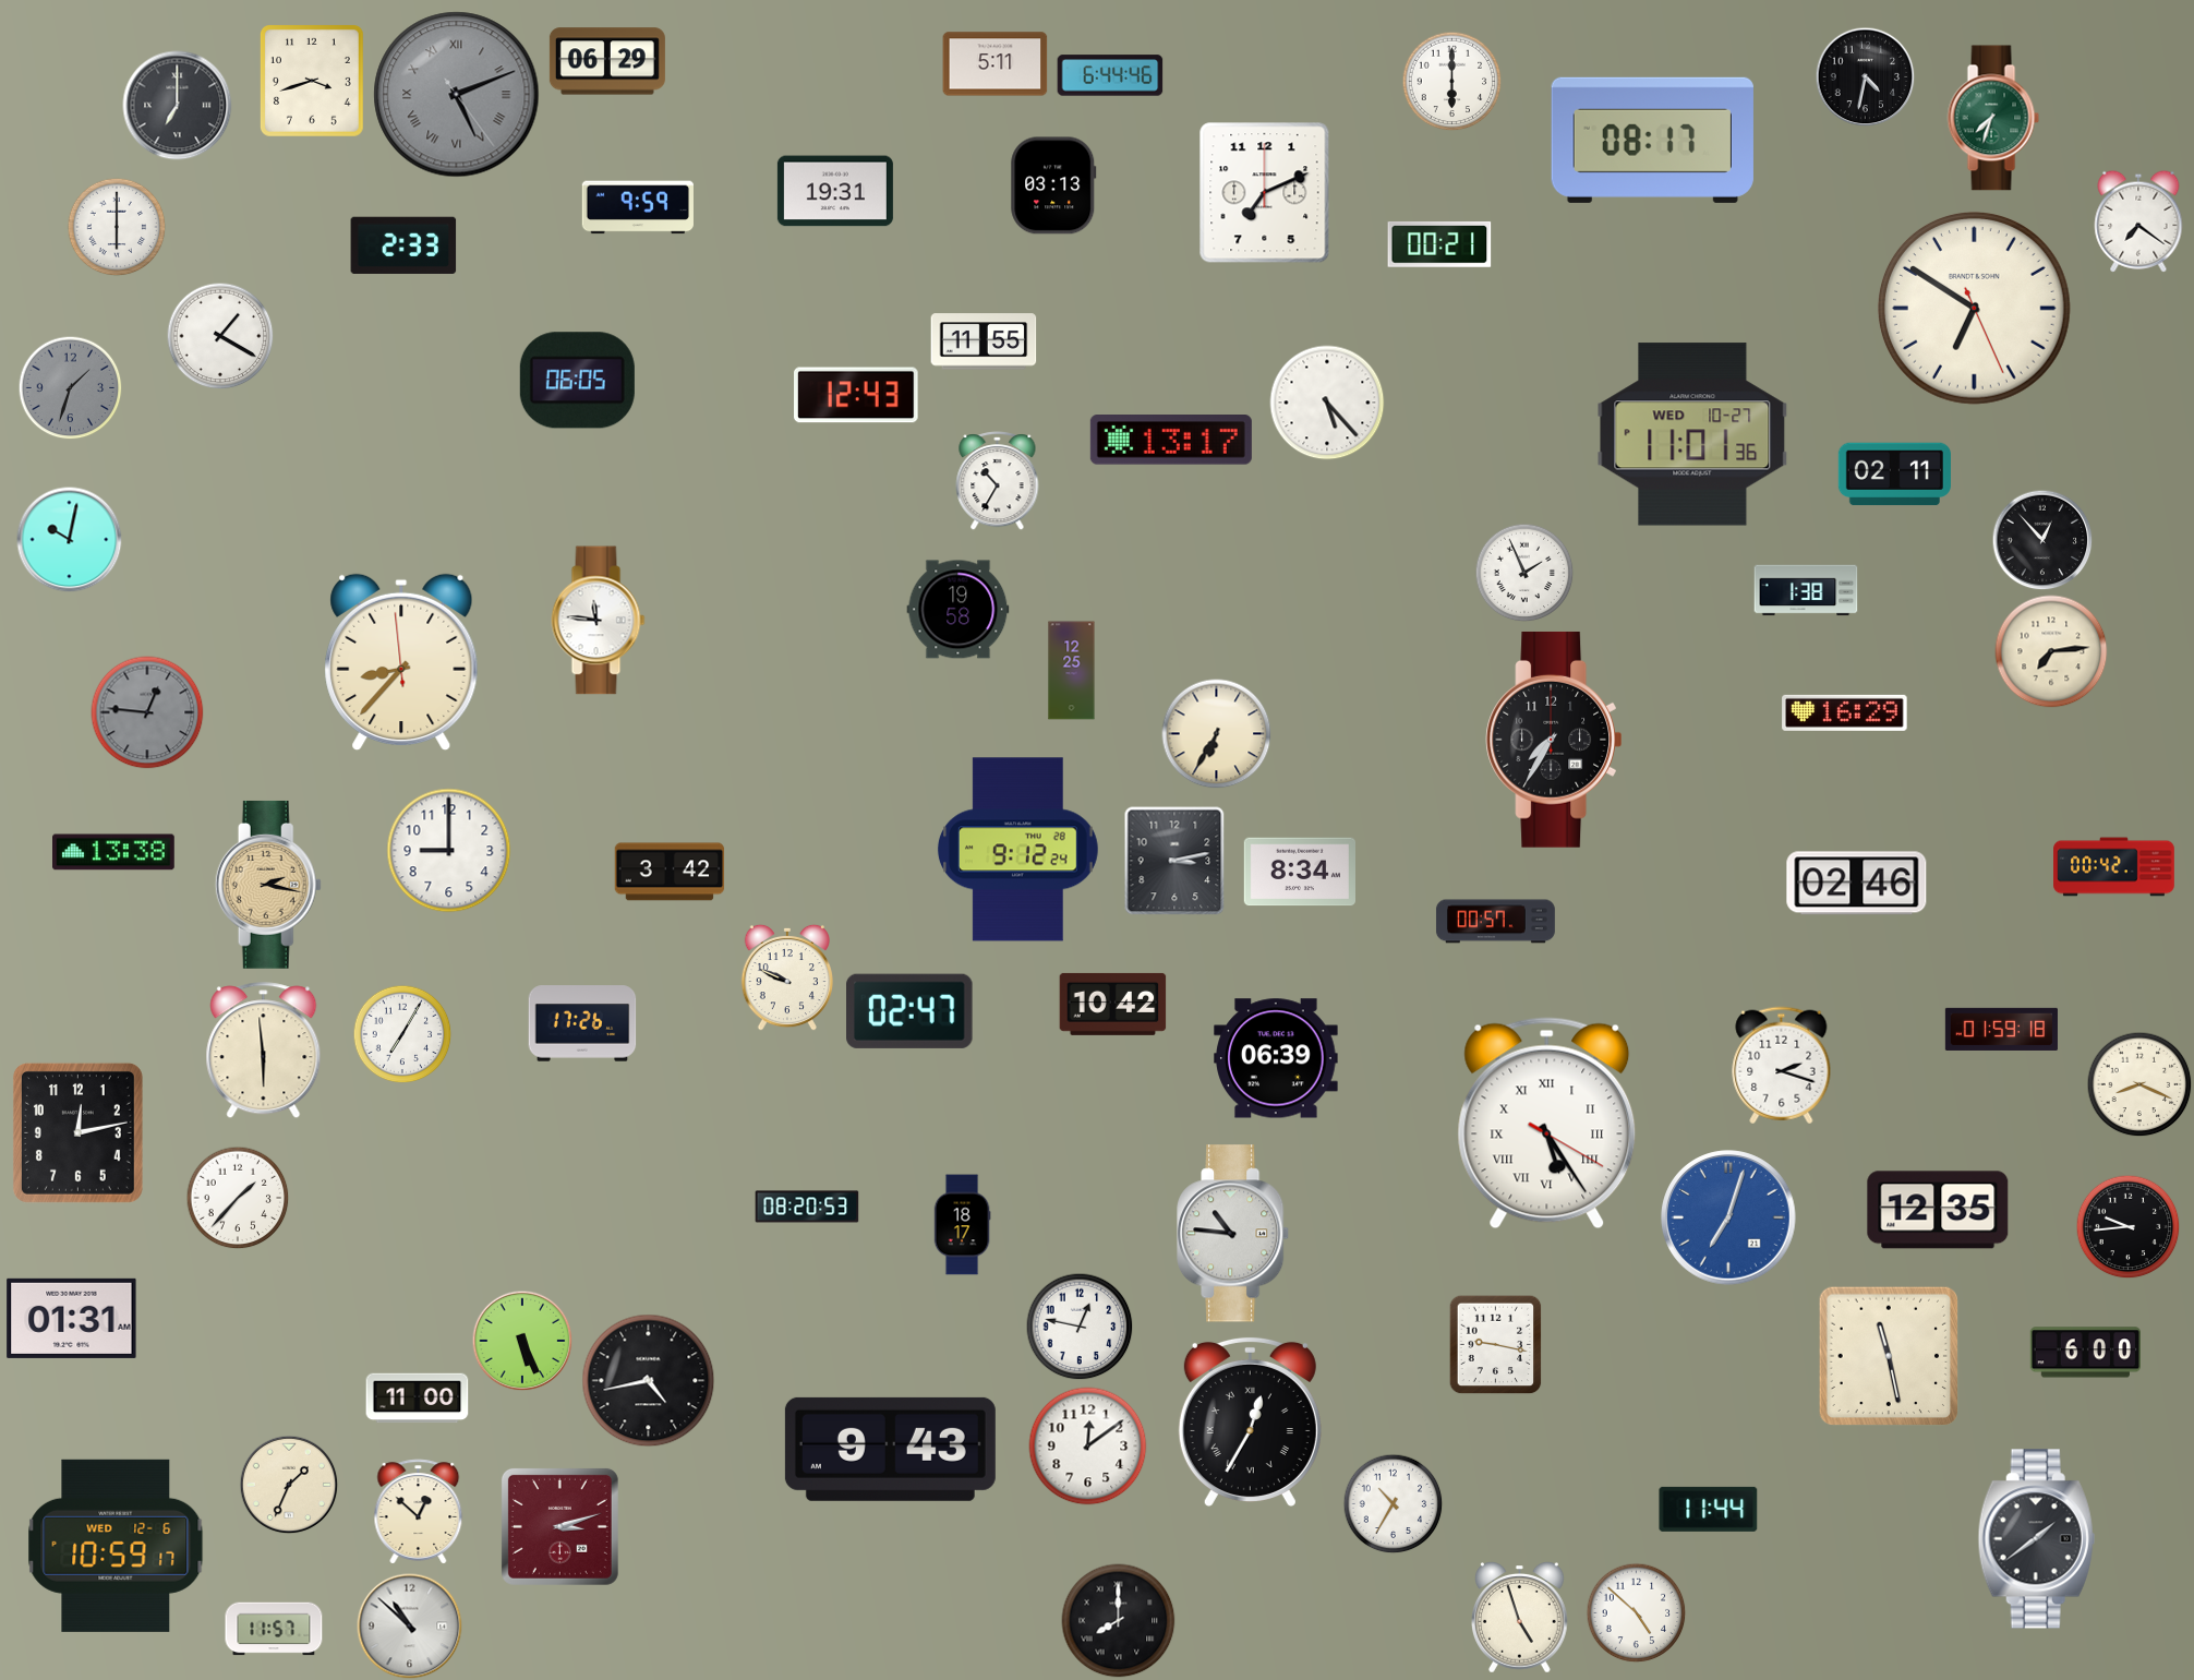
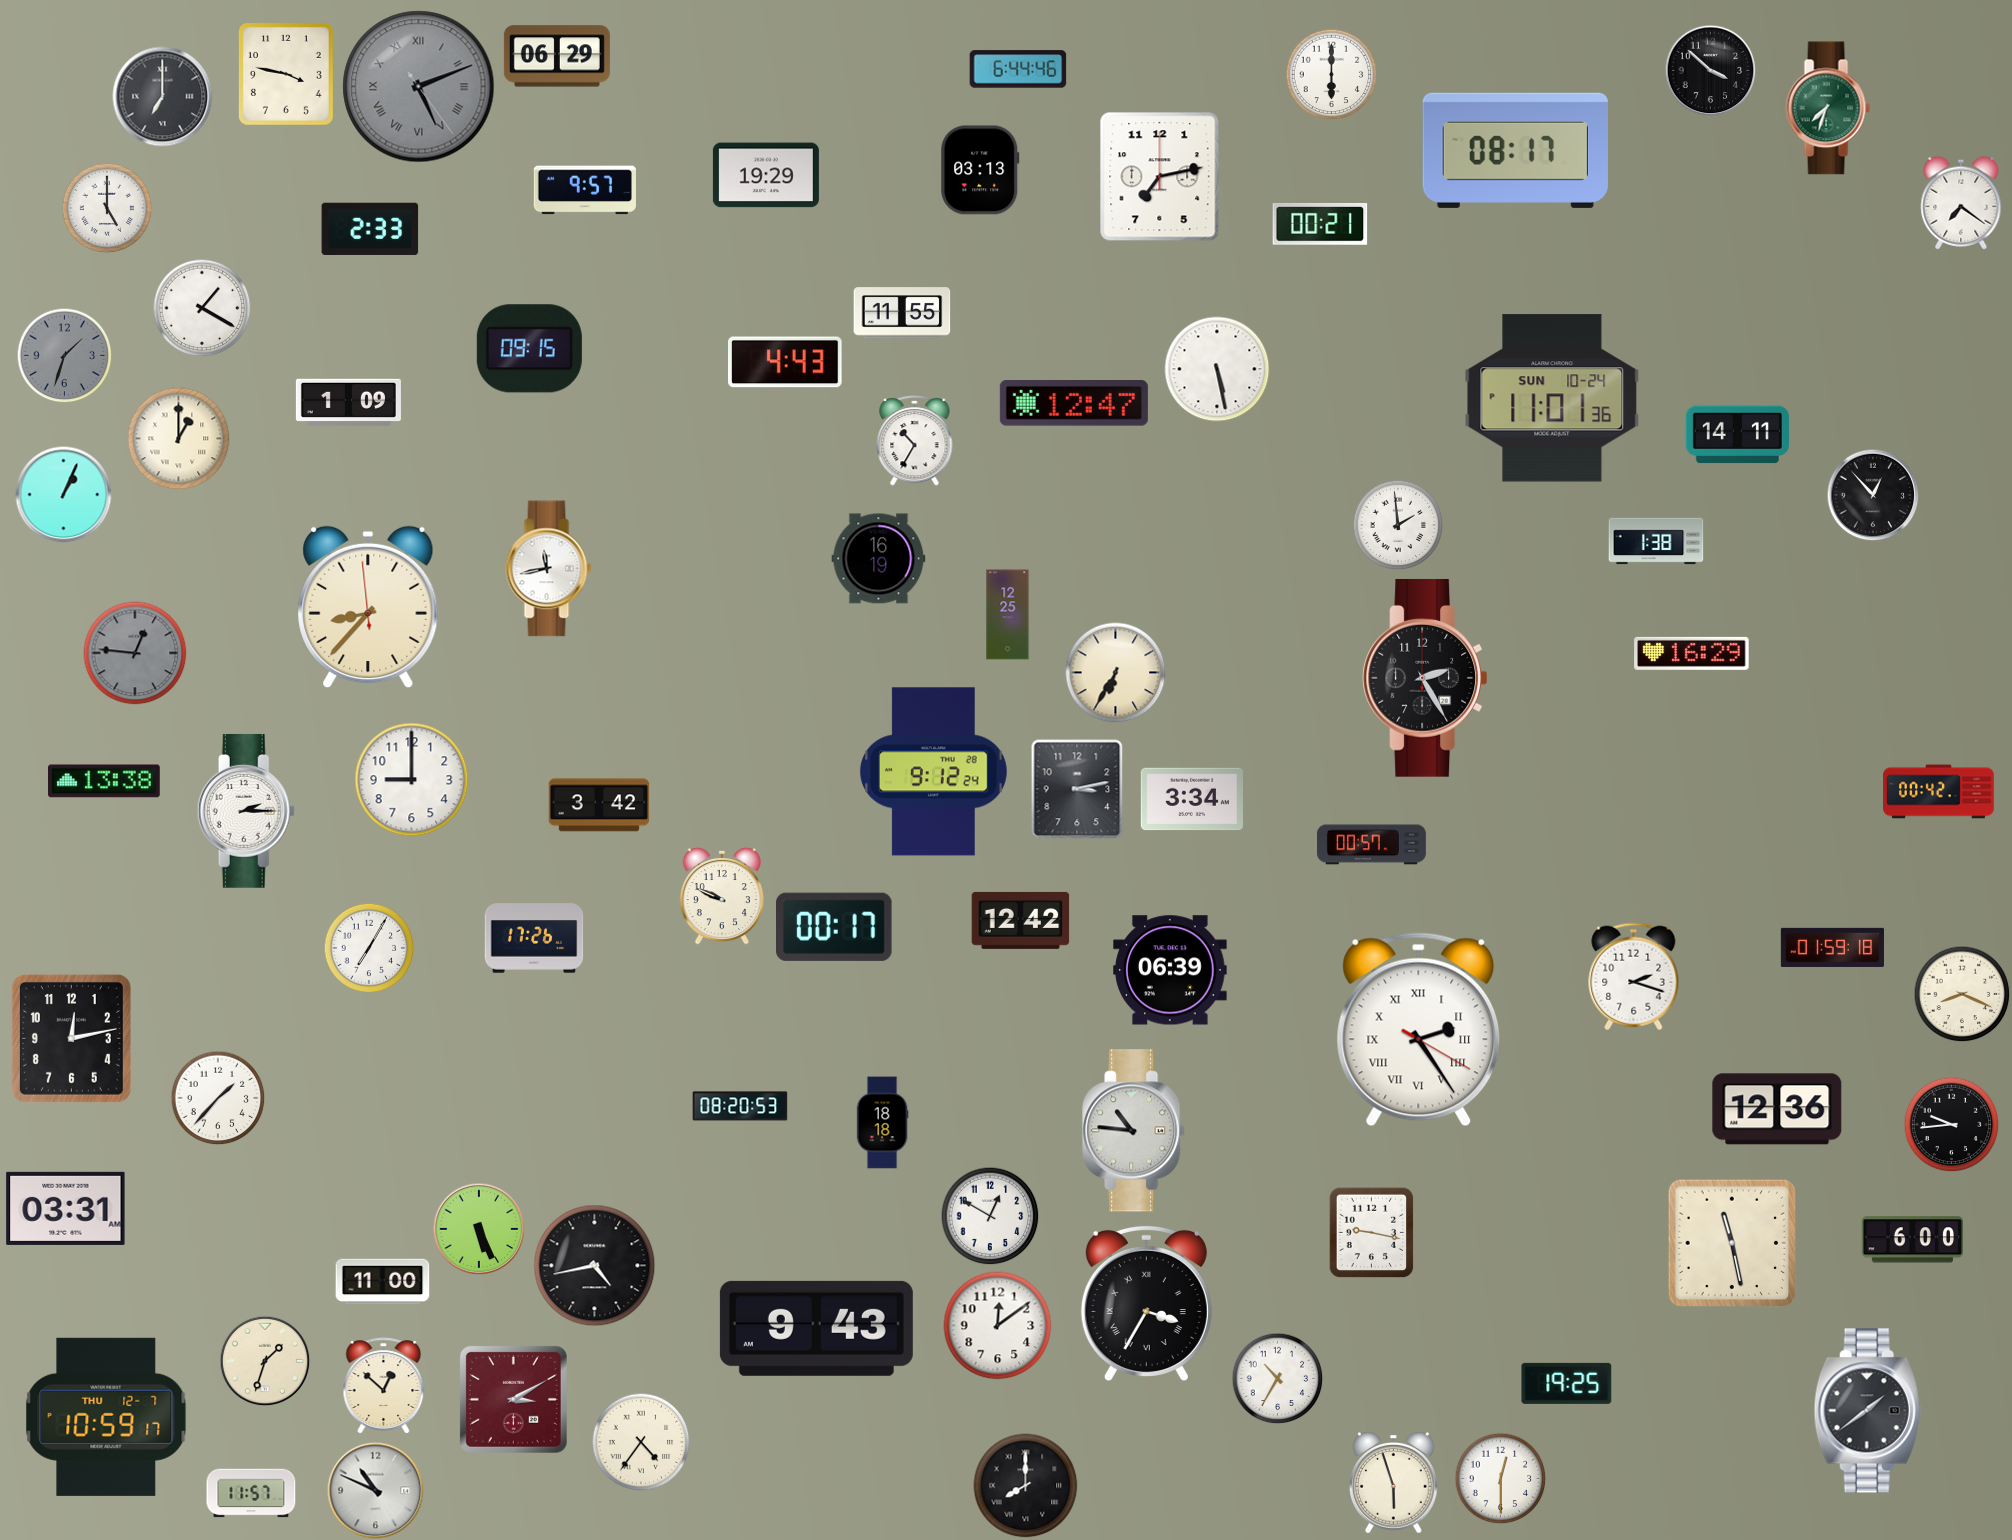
clock at (996, 64): 5:11 -> none
clock at (1865, 76): 4:32 -> 3:52
clock at (312, 81): 3:42 -> 3:47
clock at (1652, 140) position: (1652, 140) -> (1515, 150)
clock at (1053, 185) position: (1053, 185) -> (980, 170)
clock at (835, 191): 19:31 -> 19:29
clock at (1265, 193): 7:11 -> 7:13
clock at (638, 207): 9:59 -> 9:57
clock at (117, 227): 6:00 -> 5:00
clock at (403, 245) position: (403, 245) -> (370, 229)
clock at (1974, 308): 6:50 -> none
clock at (577, 381): 06:05 -> 09:15
clock at (857, 395): 12:43 -> 4:43
clock at (1327, 403): 5:23 -> 5:28
clock at (1692, 434) date: WED 10-27 -> SUN 10-24
clock at (348, 403): none -> 1:09
clock at (1171, 441): 13:17 -> 12:47
clock at (1894, 475): 02:11 -> 14:11
clock at (179, 439): none -> 1:00
clock at (70, 540): 10:02 -> 1:04
clock at (1524, 573): 1:56 -> 1:59
clock at (959, 610): 19:58 -> 16:19
clock at (599, 621): 11:46 -> 11:43
clock at (2051, 651): 7:14 -> none
clock at (1072, 671) position: (1072, 671) -> (1008, 615)
clock at (1553, 740): 7:35 -> 2:25
clock at (1017, 850) position: (1017, 850) -> (933, 772)
clock at (2114, 867) position: (2114, 867) -> (1939, 792)
clock at (670, 872) position: (670, 872) -> (599, 805)
clock at (1299, 872): 8:34 -> 3:34
clock at (1857, 884): 02:46 -> none
clock at (268, 885): 2:17 -> 2:15
clock at (268, 885) dial: champagne -> white
clock at (1113, 1004): 10:42 -> 12:42
clock at (911, 1011): 02:47 -> 00:17
clock at (2001, 1029) position: (2001, 1029) -> (1832, 947)
clock at (264, 1051): 5:59 -> none
clock at (1547, 1124): 5:24 -> 2:24
clock at (1938, 1210): 12:35 -> 12:36
clock at (1728, 1217): 7:03 -> none
clock at (962, 1225): 18:17 -> 18:18
clock at (1234, 1234) position: (1234, 1234) -> (1135, 1131)
clock at (72, 1318): 01:31 -> 03:31
clock at (1080, 1327): 12:47 -> 12:50
clock at (1250, 1421): 12:35 -> 3:35
clock at (289, 1485): 1:34 -> 1:33
clock at (1709, 1509): 11:44 -> 19:25
clock at (559, 1526): 3:12 -> 3:10
clock at (116, 1546) date: WED 12-6 -> THU 12-7
clock at (641, 1442): none -> 4:36
clock at (1636, 1612): 4:52 -> 12:30
clock at (1520, 1618): 4:57 -> 5:57
clock at (410, 1627): 10:52 -> 10:49
